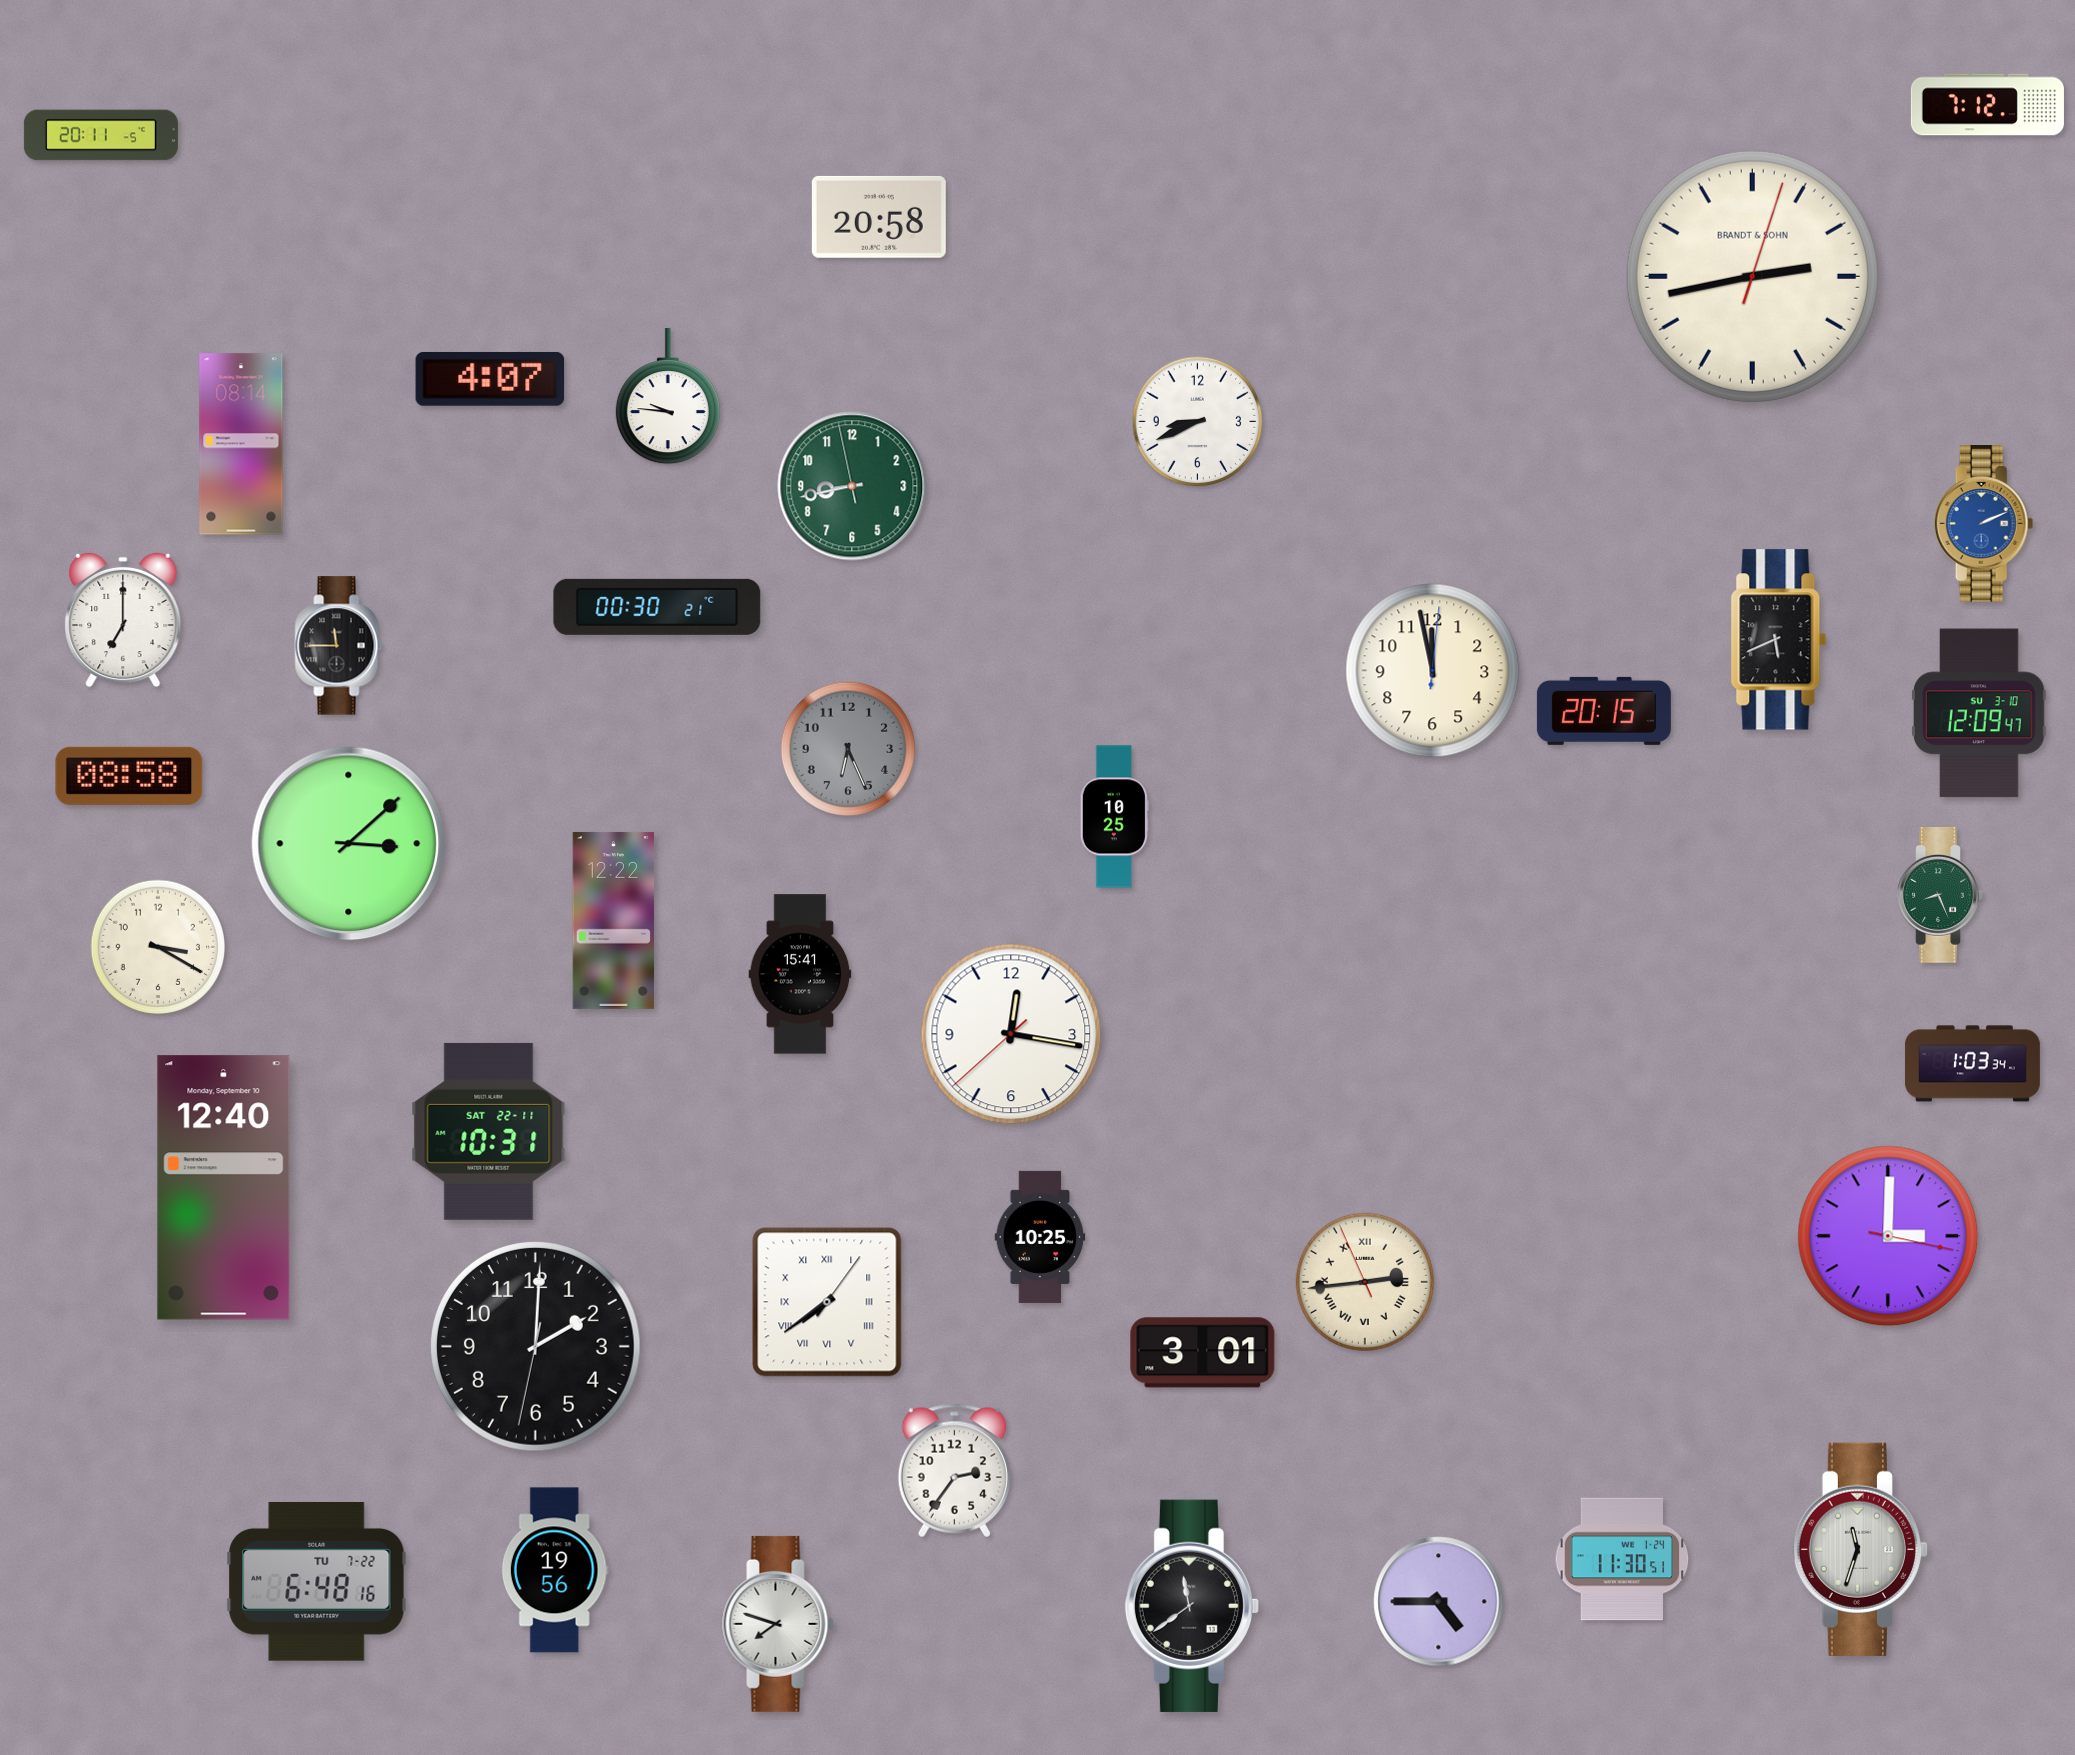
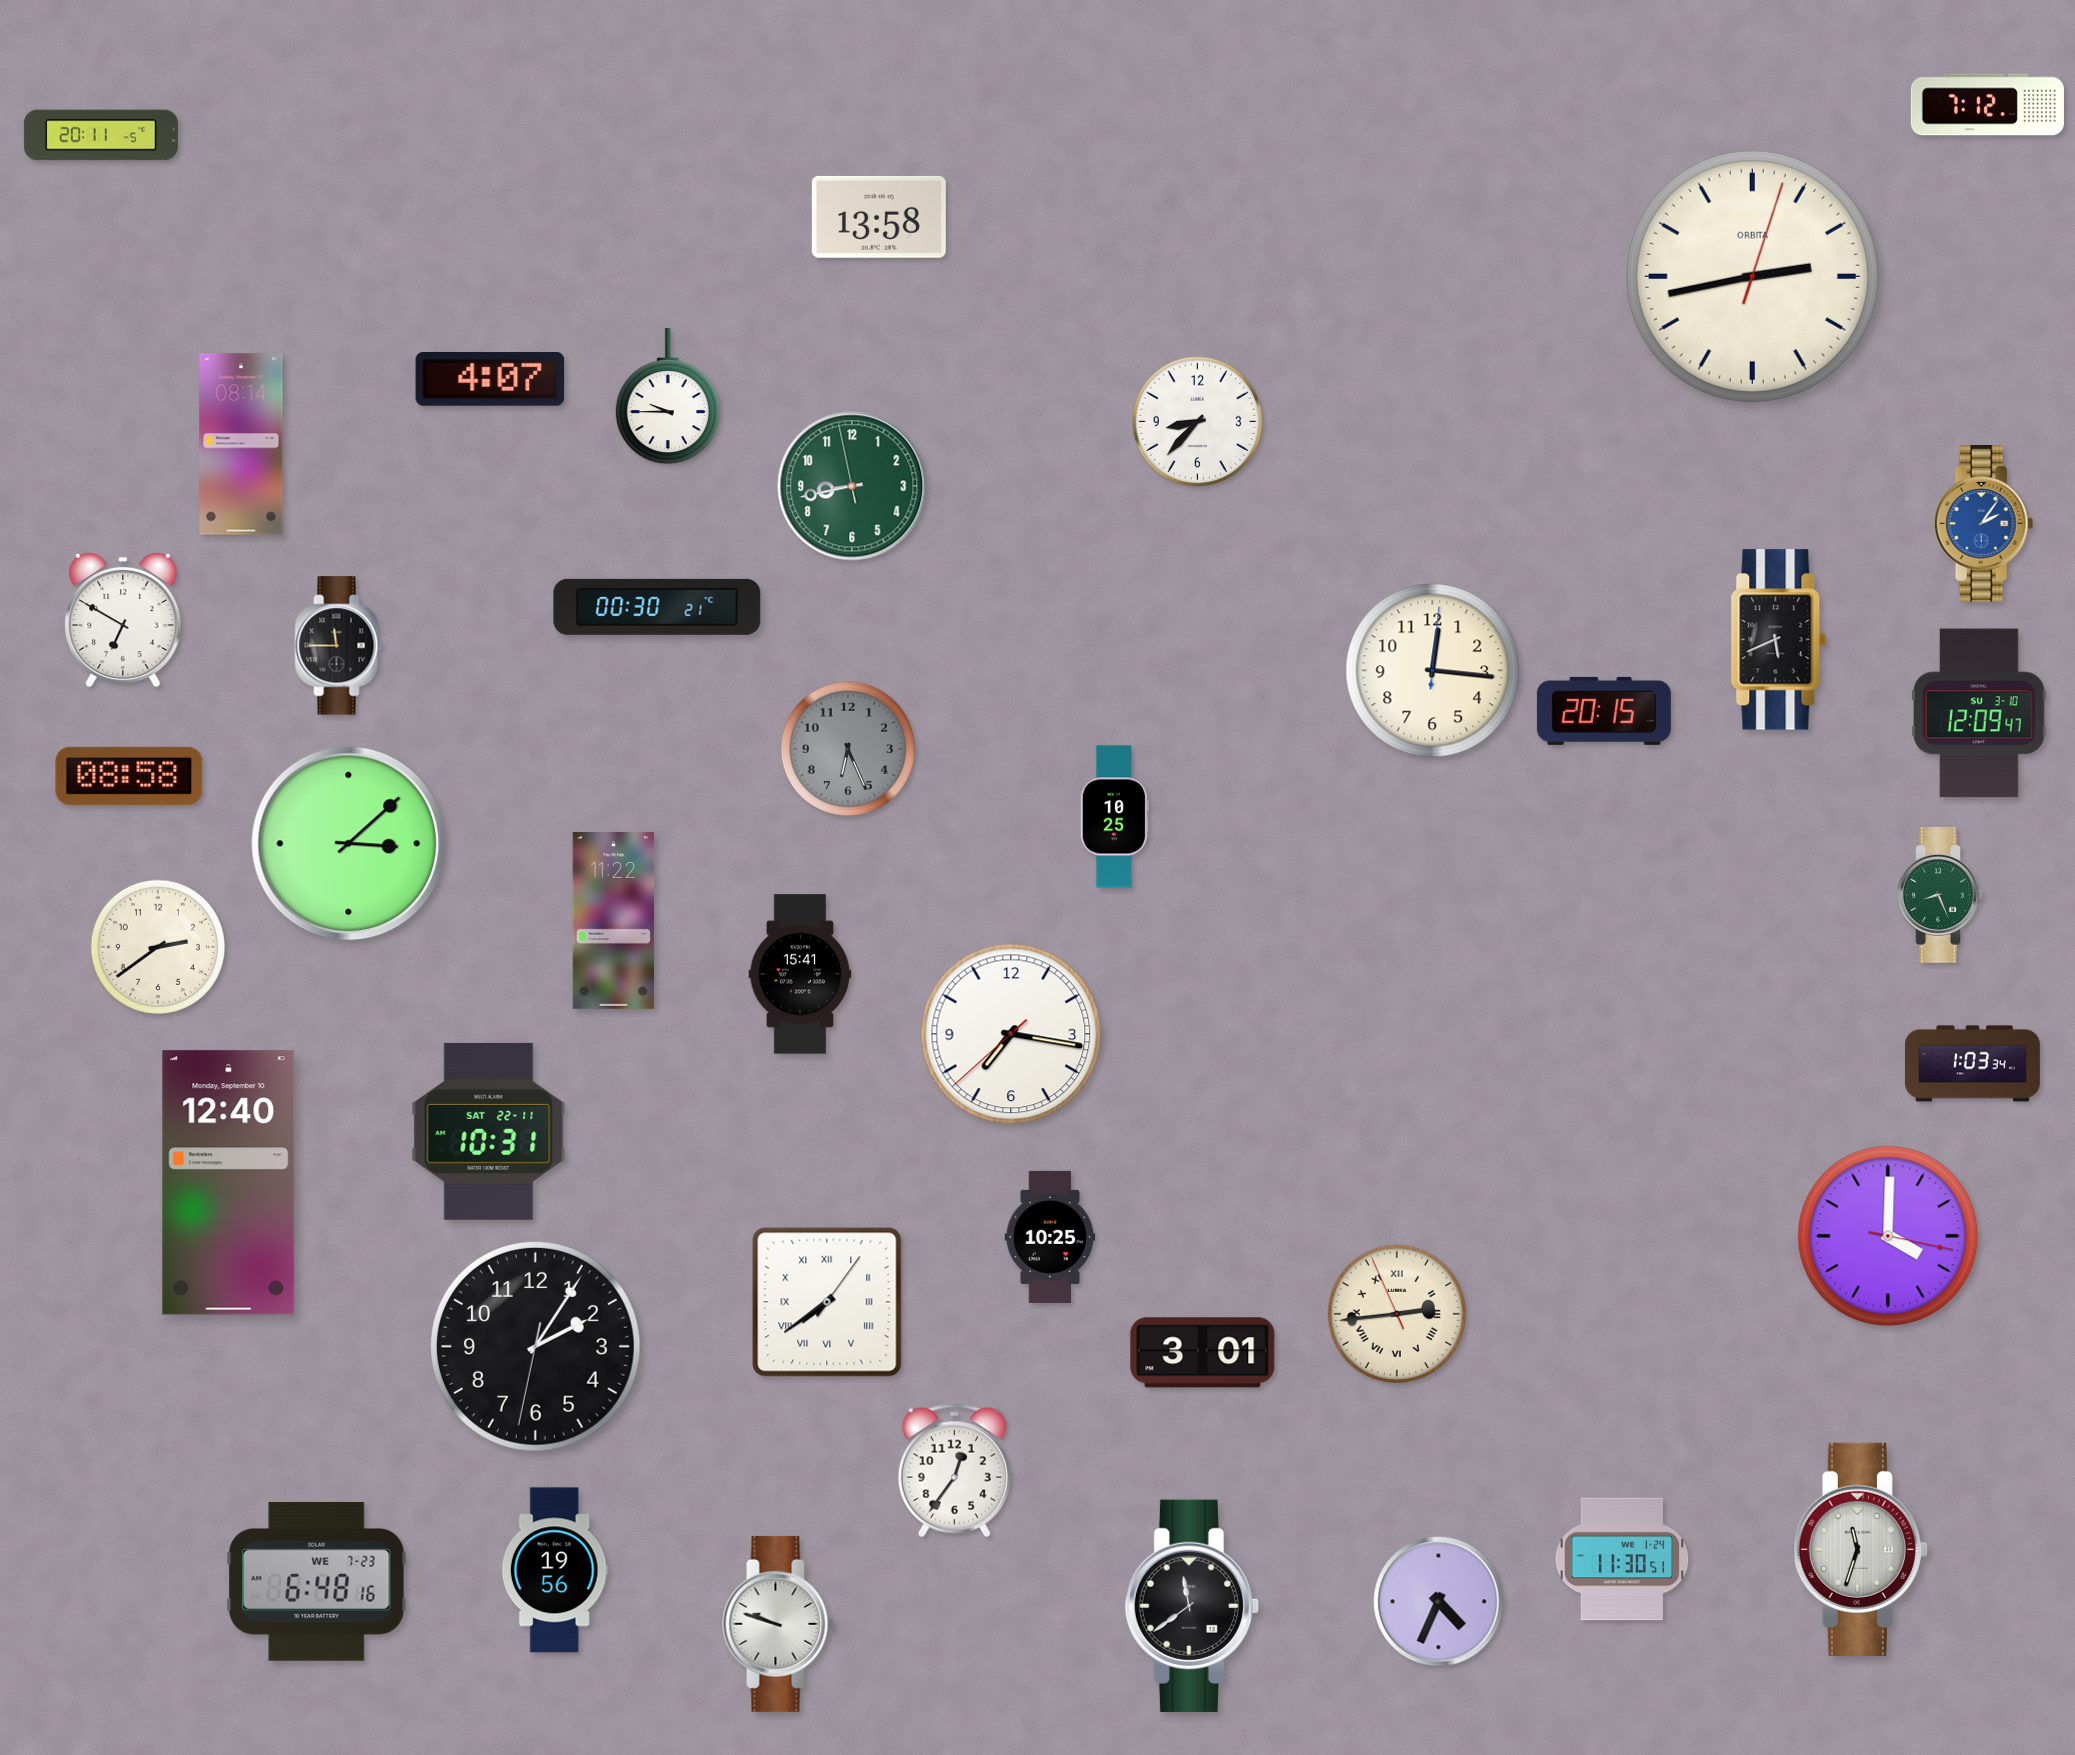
clock at (879, 217): 20:58 -> 13:58
clock at (1752, 276) brand: BRANDT & SOHN -> ORBITA
clock at (668, 396): 9:46 -> 9:45
clock at (1198, 422): 8:41 -> 8:37
clock at (1984, 524): 2:11 -> 2:06
clock at (123, 620): 7:00 -> 6:50
clock at (1433, 671): 11:58 -> 12:16
clock at (614, 920): 12:22 -> 11:22
clock at (157, 946): 3:20 -> 2:39
clock at (1011, 1034): 12:16 -> 7:16
clock at (224, 1188) position: (224, 1188) -> (229, 1183)
clock at (1888, 1236): 3:00 -> 4:00
clock at (1040, 1237) position: (1040, 1237) -> (1050, 1237)
clock at (1365, 1282) position: (1365, 1282) -> (1397, 1314)
clock at (535, 1346): 2:00 -> 2:05
clock at (954, 1471): 2:36 -> 12:36
clock at (317, 1581) date: TU 7-22 -> WE 7-23
clock at (1439, 1602): 4:45 -> 4:34
clock at (778, 1624): 7:48 -> 9:48
